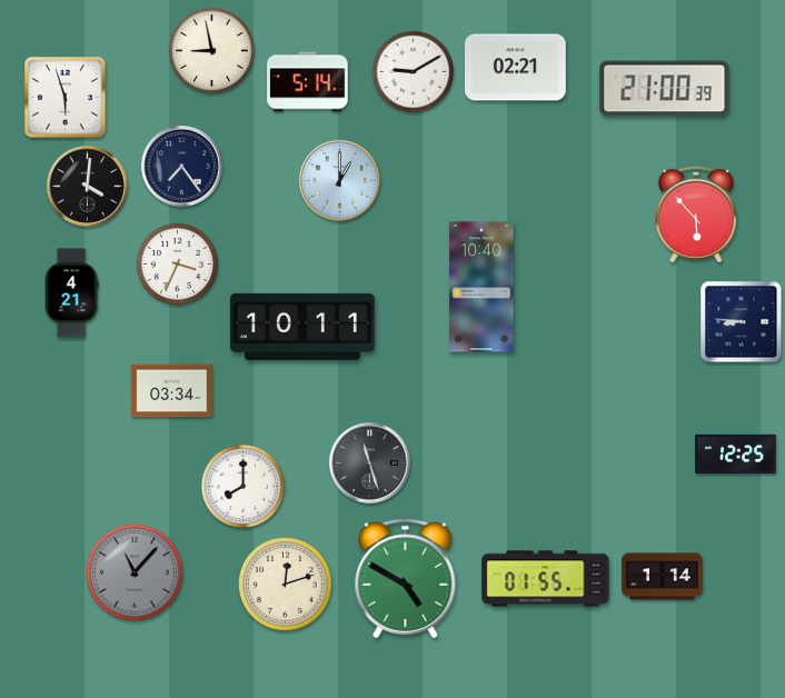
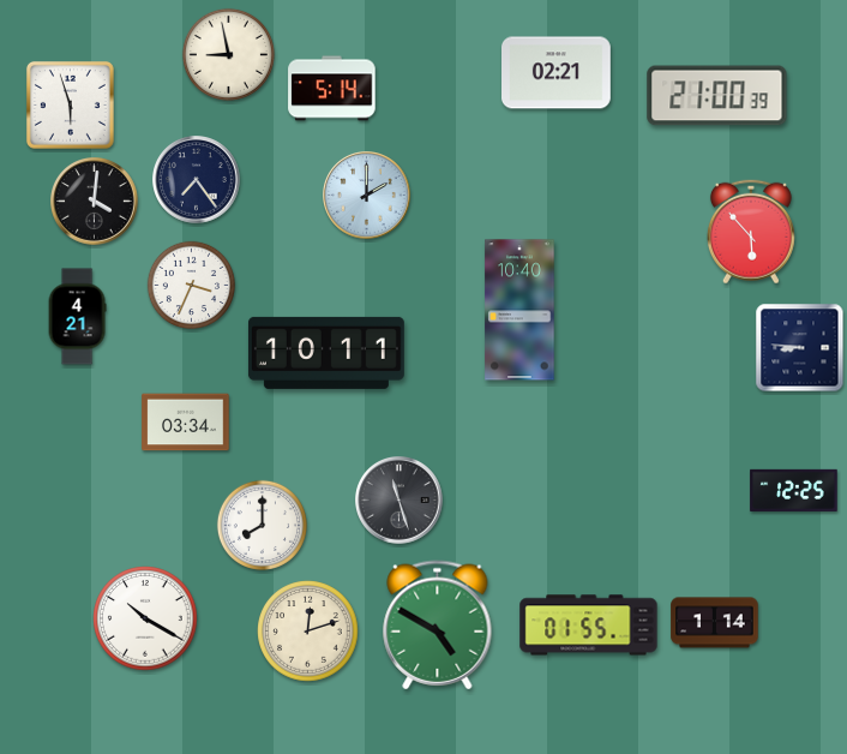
clock at (413, 71): 9:10 -> none
clock at (340, 181): 1:00 -> 2:00
clock at (135, 572): 11:07 -> 10:20
clock at (135, 572) dial: grey -> white
